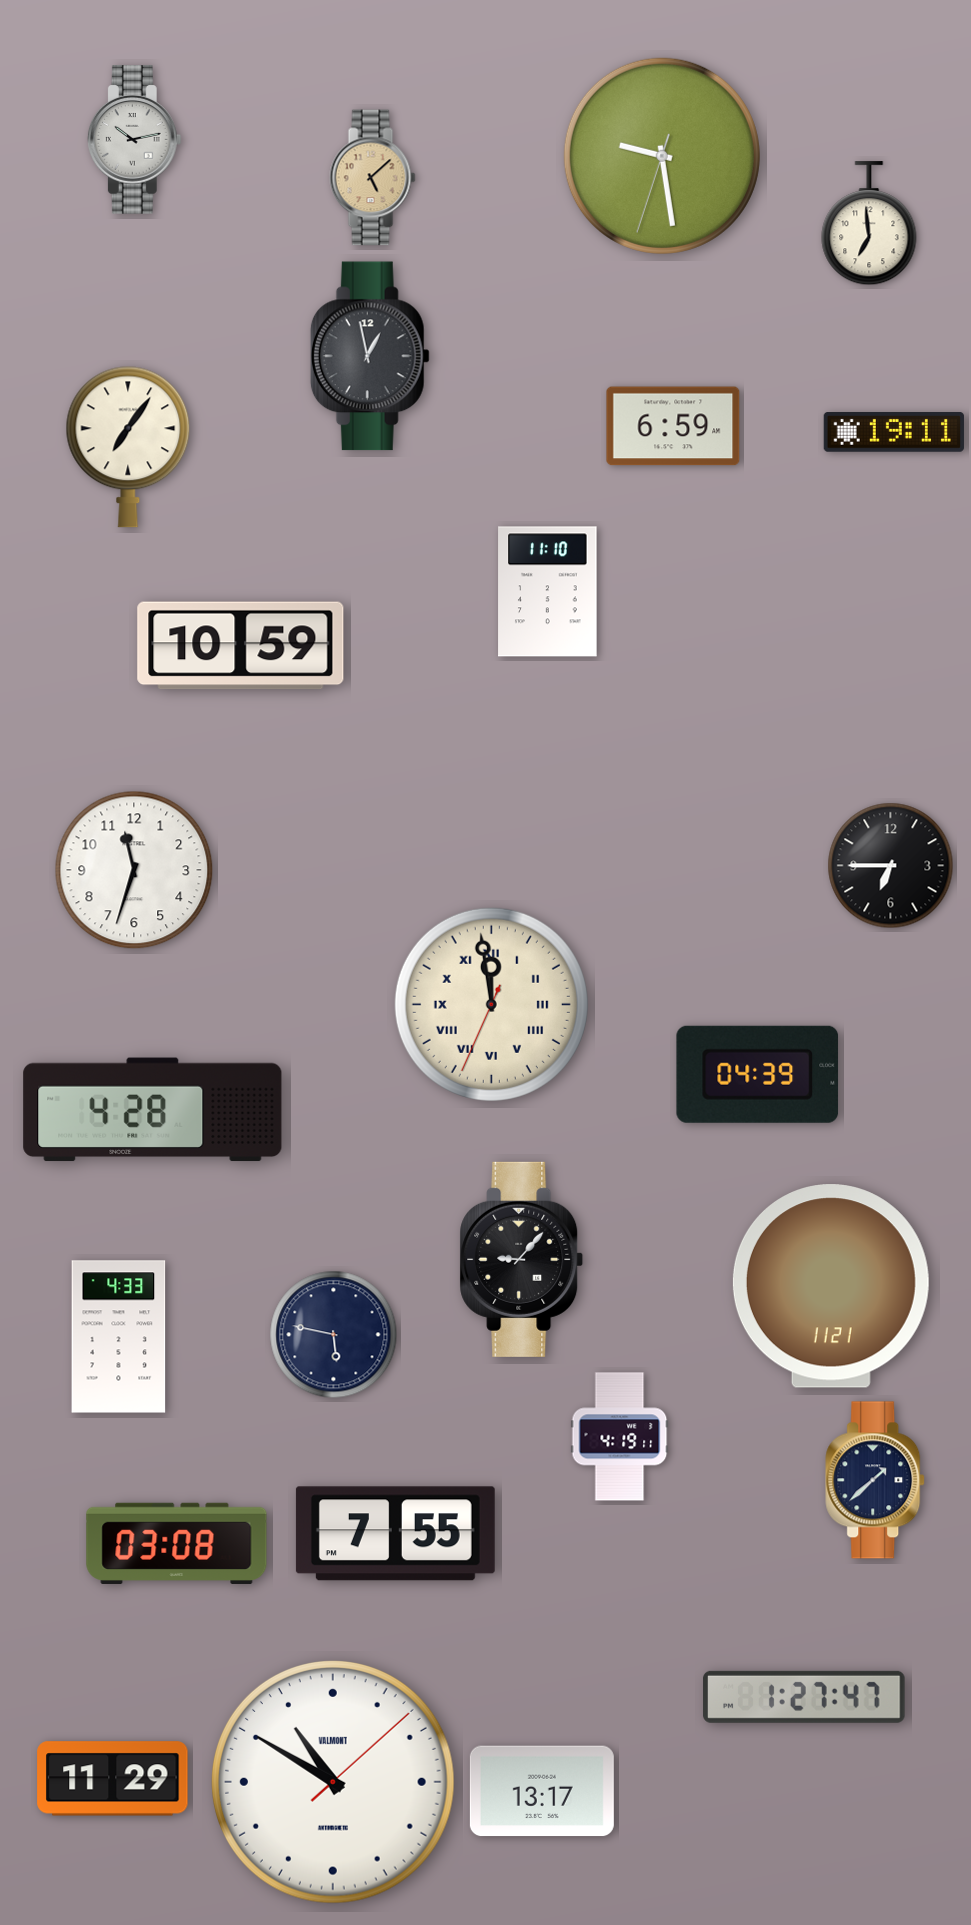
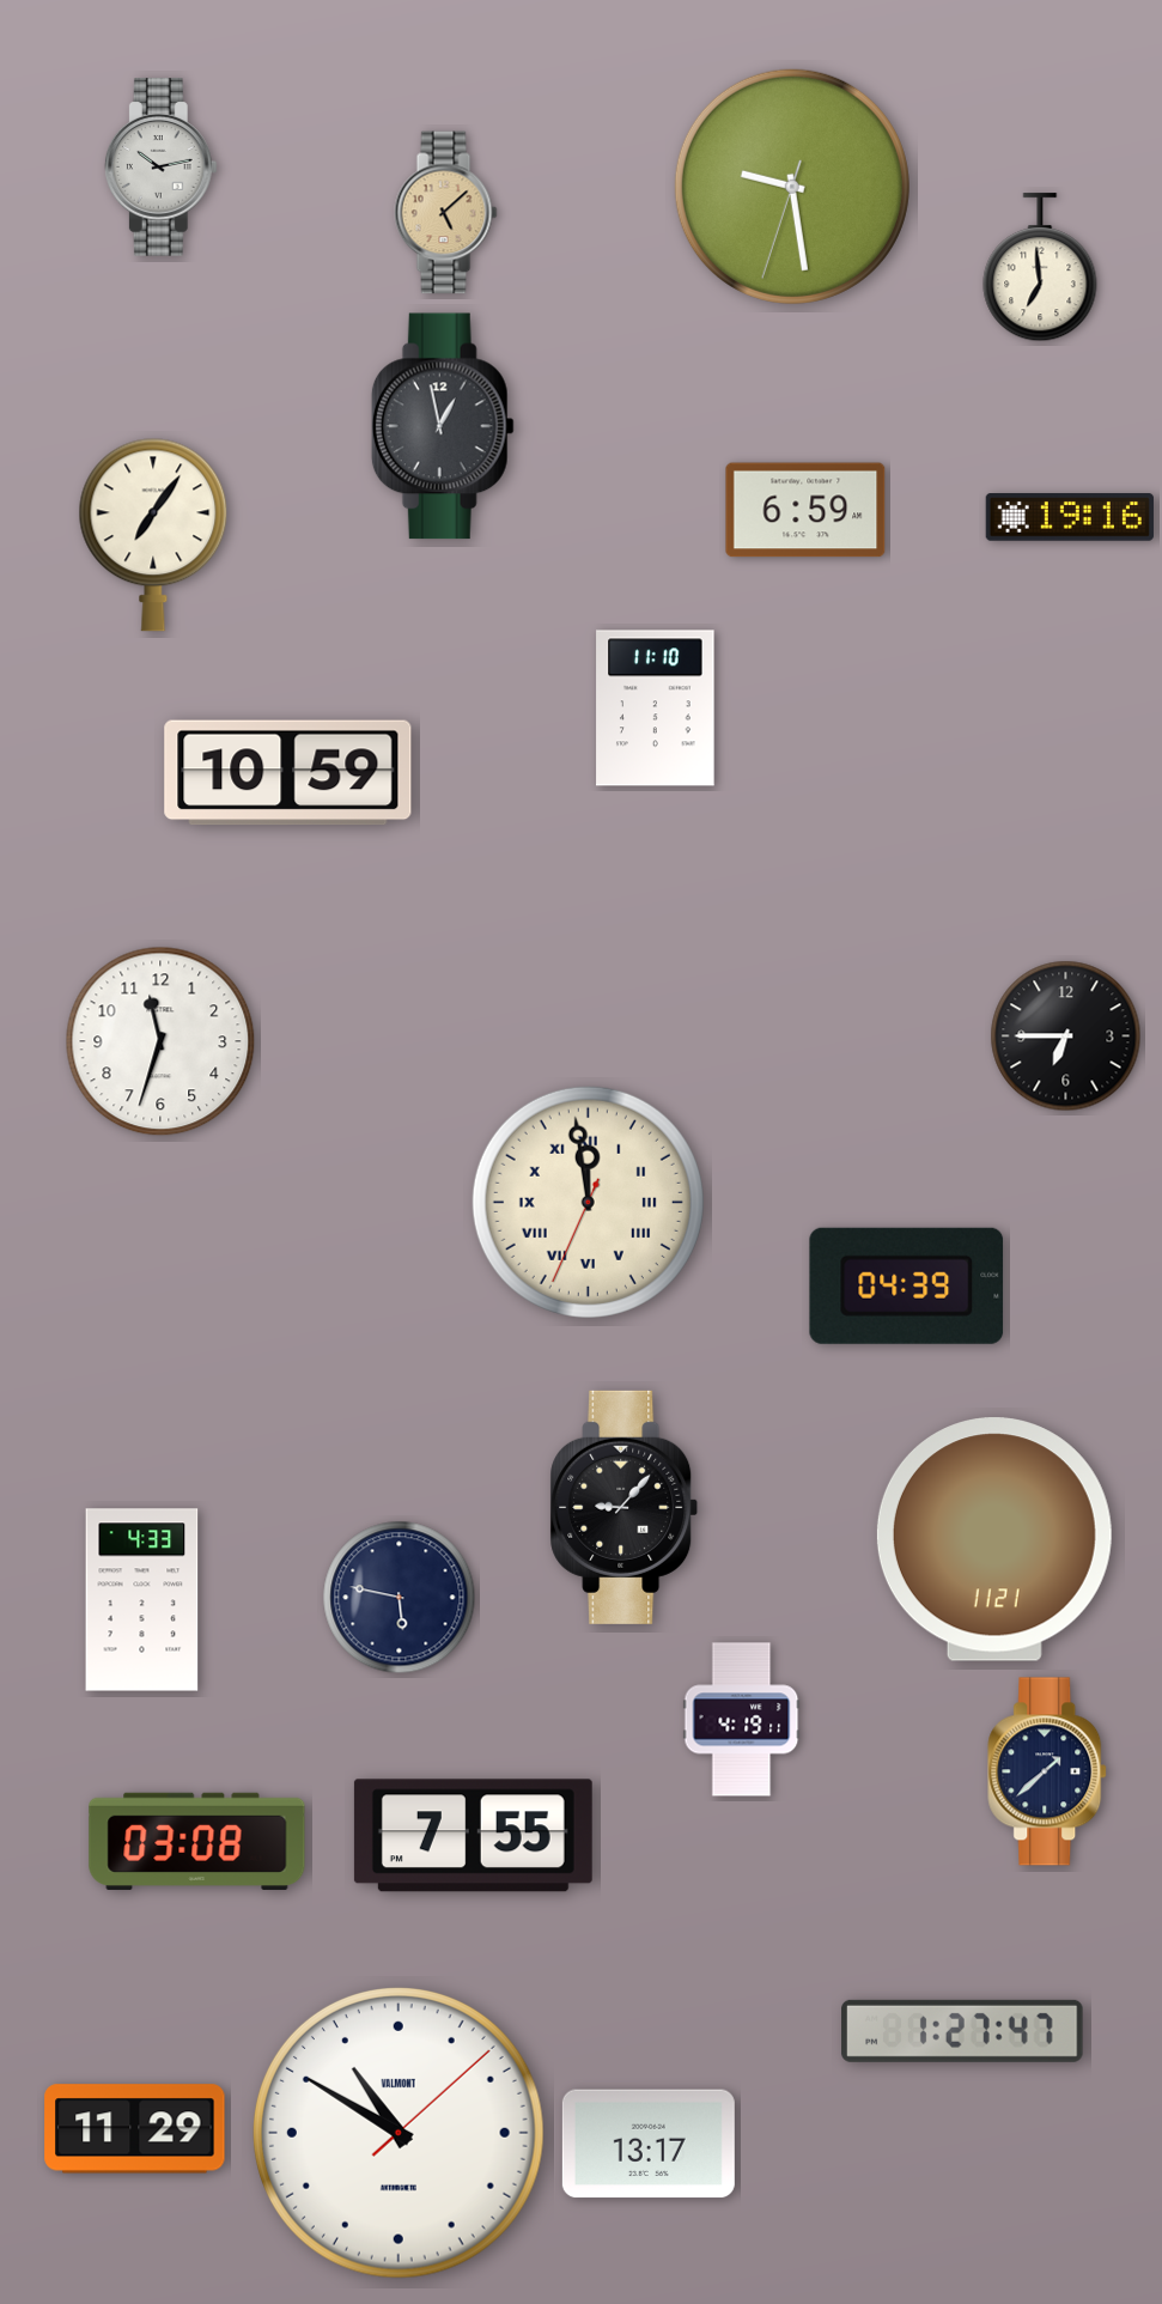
clock at (894, 433): 19:11 -> 19:16
clock at (153, 1110): 4:28 -> none
clock at (177, 1543) position: (177, 1543) -> (197, 1841)
